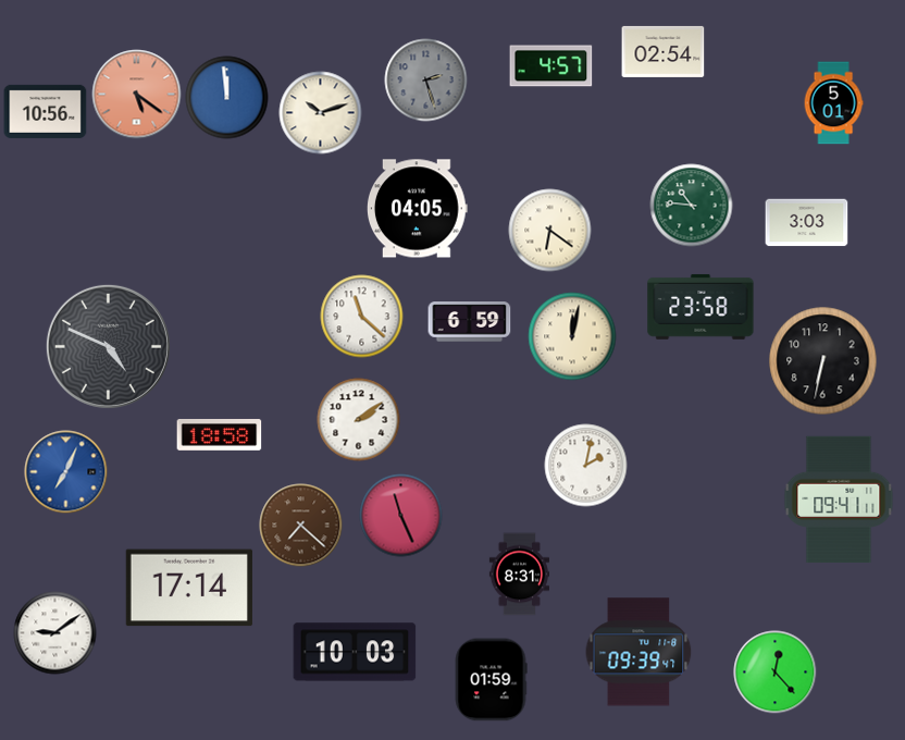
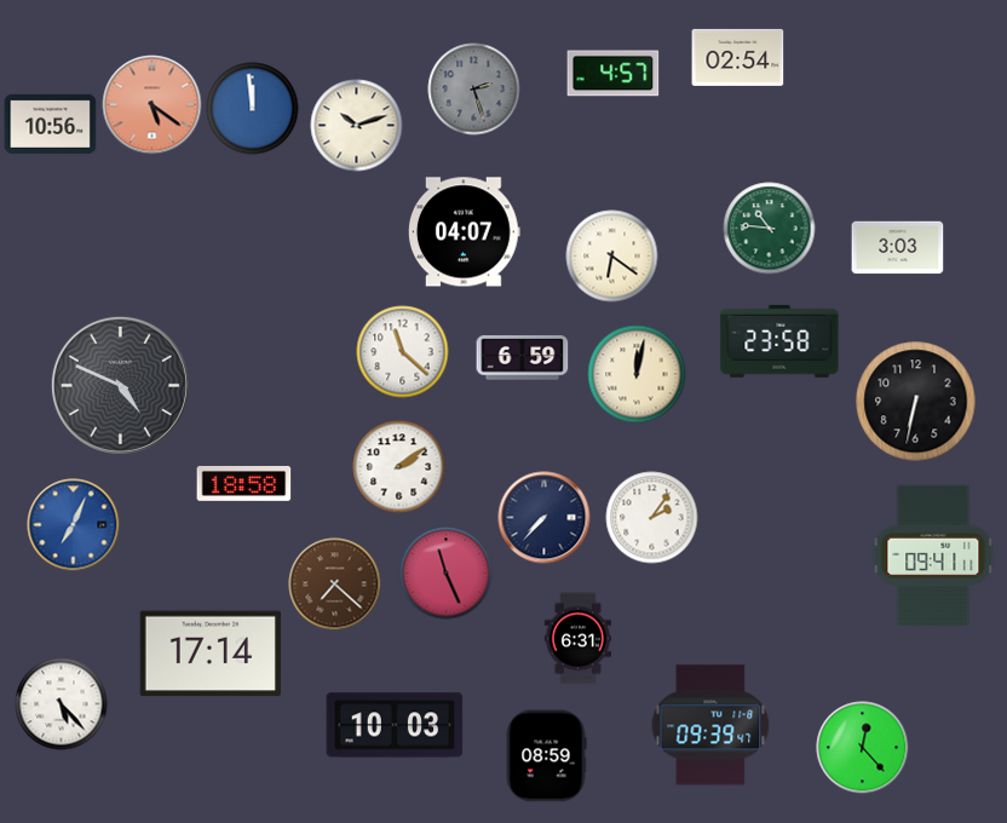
clock at (833, 103): 5:01 -> none
clock at (417, 209): 04:05 -> 04:07
clock at (545, 518): none -> 7:37
clock at (586, 466): 2:02 -> 2:06
clock at (519, 575): 8:31 -> 6:31
clock at (55, 633): 9:09 -> 5:23
clock at (491, 680): 01:59 -> 08:59
